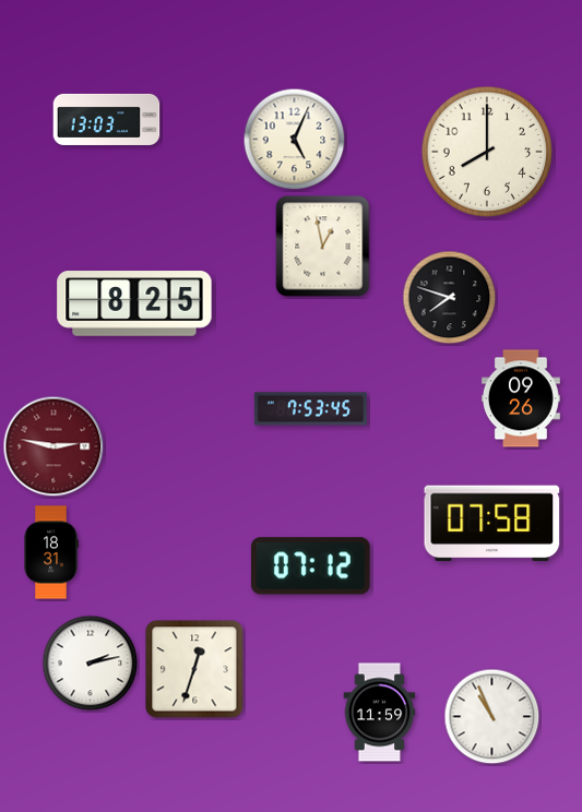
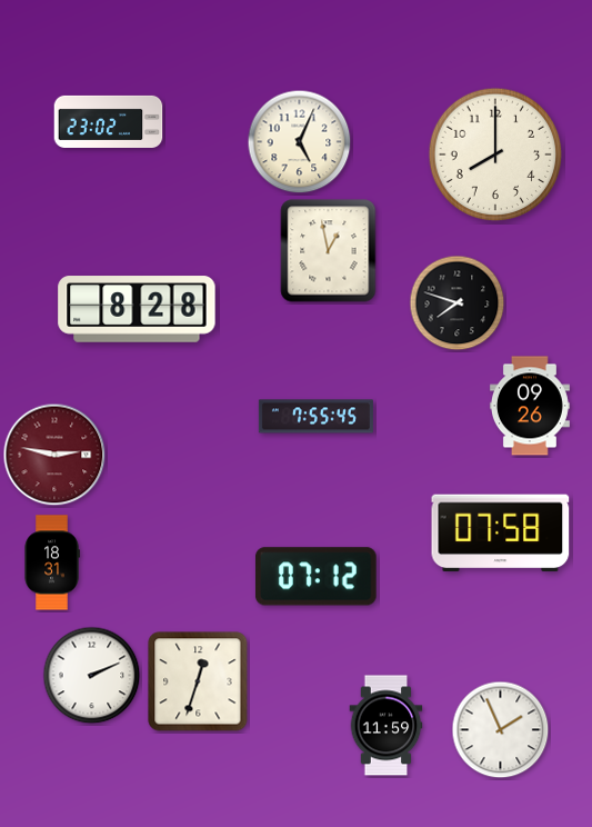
clock at (107, 119): 13:03 -> 23:02
clock at (134, 303): 8:25 -> 8:28
clock at (310, 409): 7:53 -> 7:55
clock at (91, 664): 2:13 -> 2:11
clock at (492, 717): 10:56 -> 1:56
